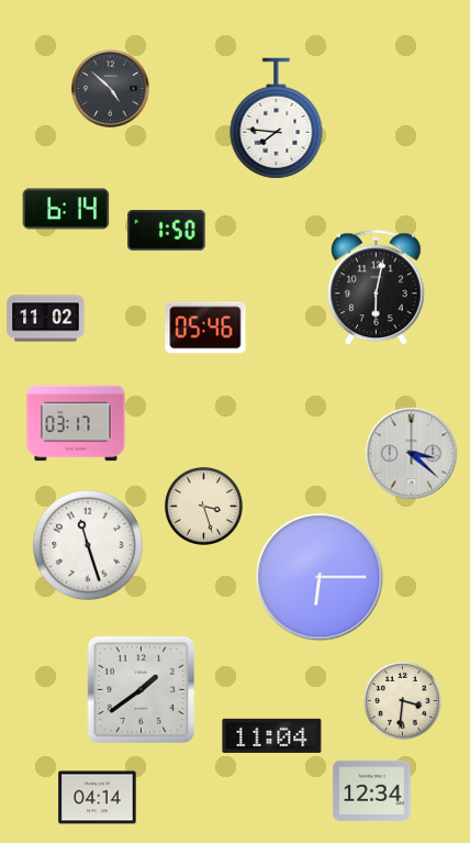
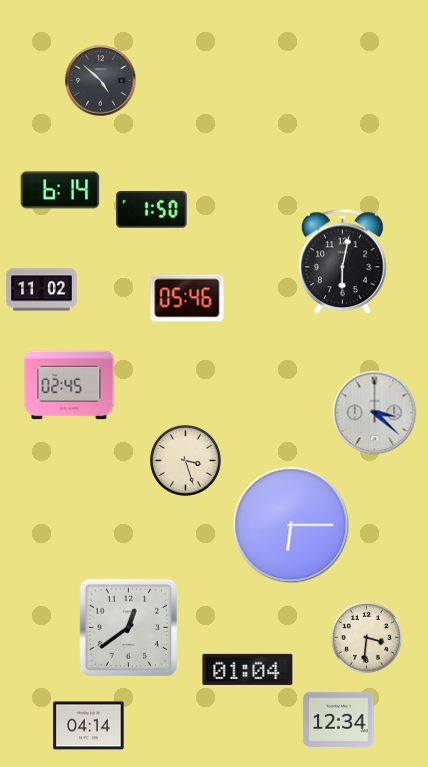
clock at (277, 119): 7:46 -> none
clock at (76, 423): 03:17 -> 02:45
clock at (88, 545): 11:27 -> none
clock at (142, 690): 1:39 -> 12:39
clock at (272, 735): 11:04 -> 01:04
